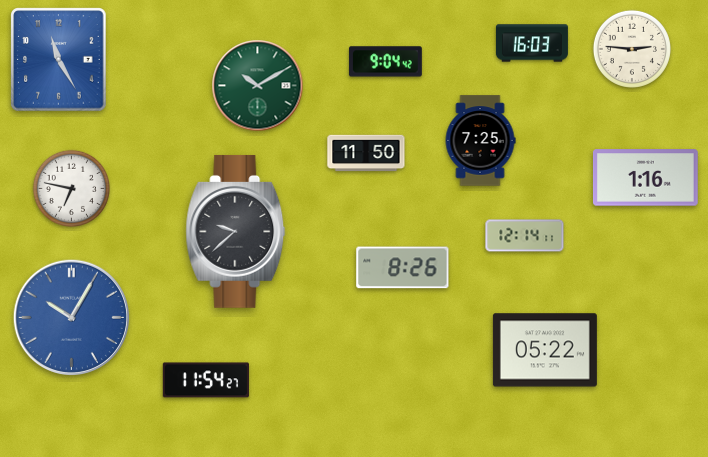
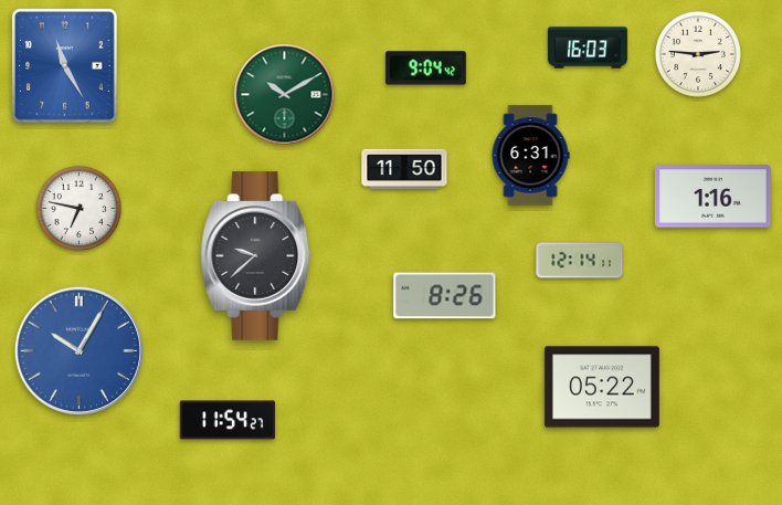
clock at (480, 141): 7:25 -> 6:31
clock at (236, 231) position: (236, 231) -> (256, 255)
